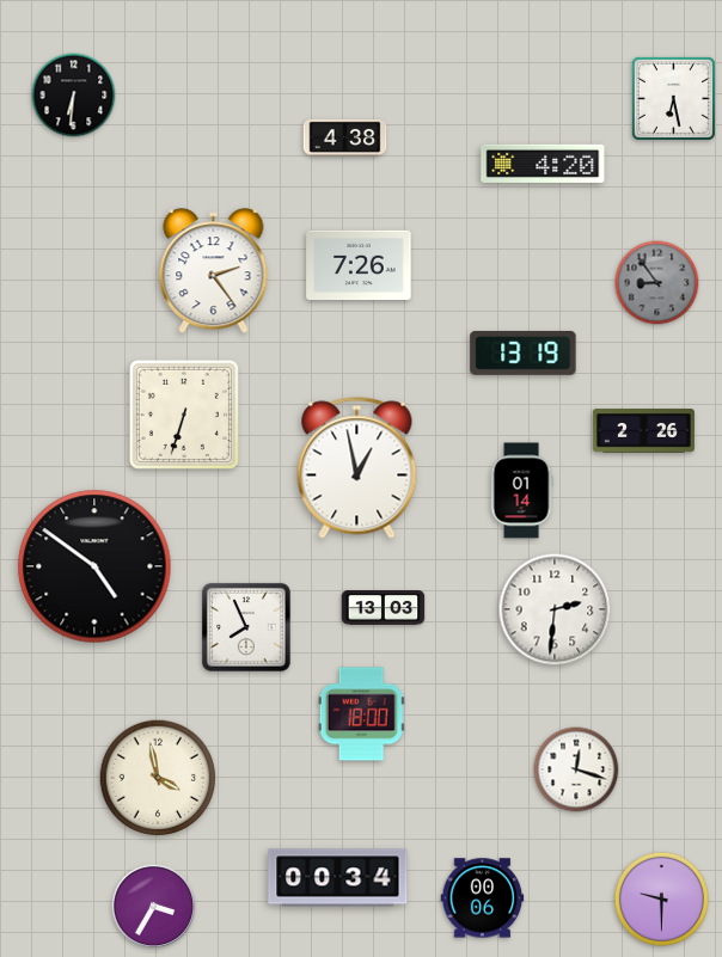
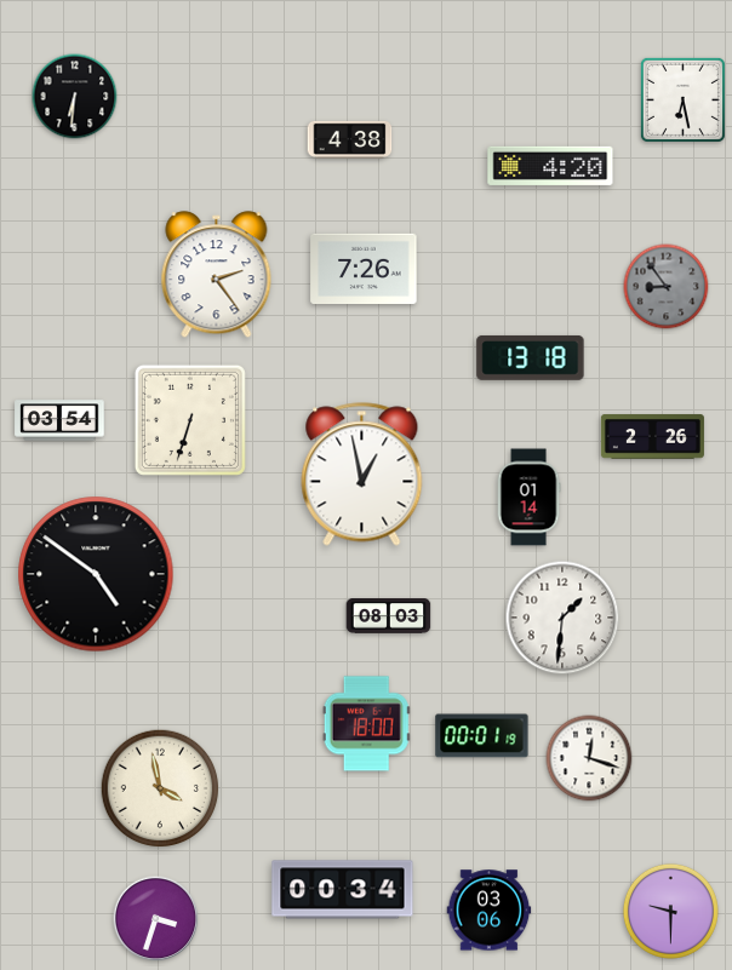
clock at (524, 352): 13:19 -> 13:18
clock at (59, 420): none -> 03:54
clock at (184, 415) position: (184, 415) -> (190, 420)
clock at (384, 608): 13:03 -> 08:03
clock at (555, 609): 2:31 -> 1:31
clock at (246, 627): 7:56 -> none
clock at (482, 736): none -> 00:01
clock at (576, 769) position: (576, 769) -> (589, 758)
clock at (483, 898): 00:06 -> 03:06
clock at (154, 907): 3:35 -> 3:33
